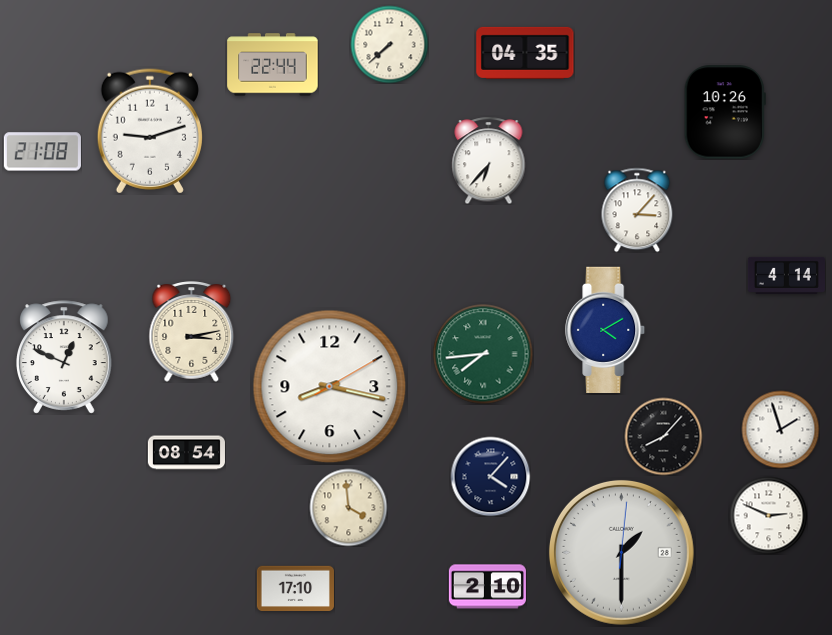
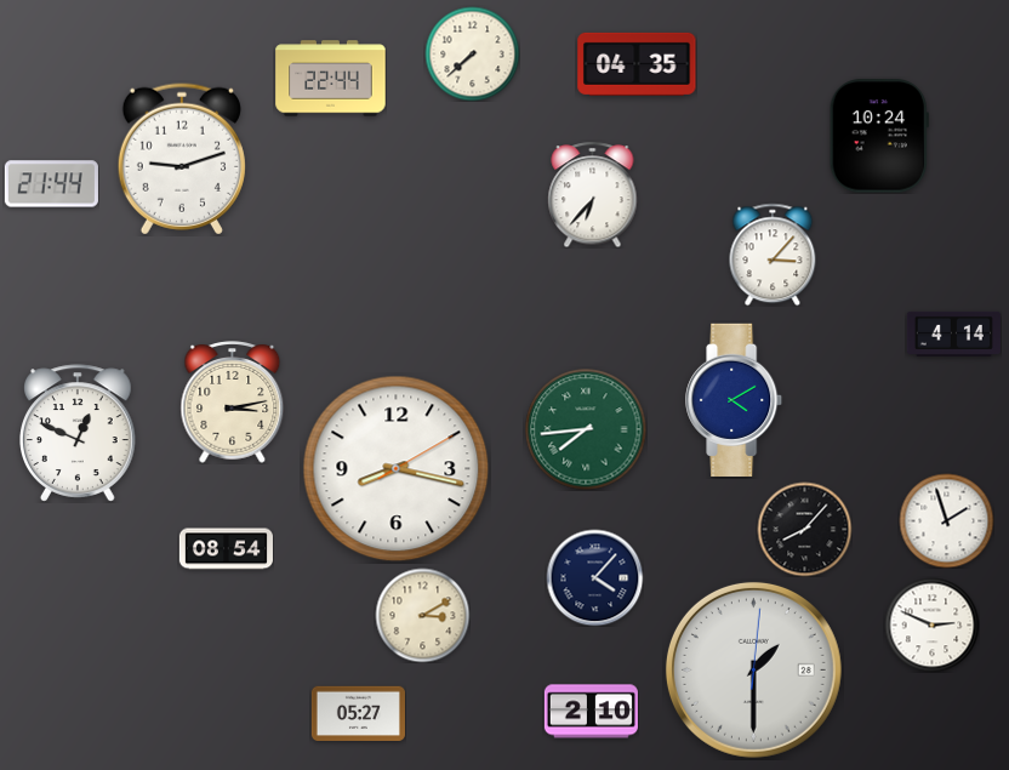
clock at (725, 112): 10:26 -> 10:24
clock at (42, 152): 21:08 -> 21:44
clock at (330, 387) position: (330, 387) -> (397, 469)
clock at (348, 507): 3:59 -> 3:10
clock at (295, 589): 17:10 -> 05:27
